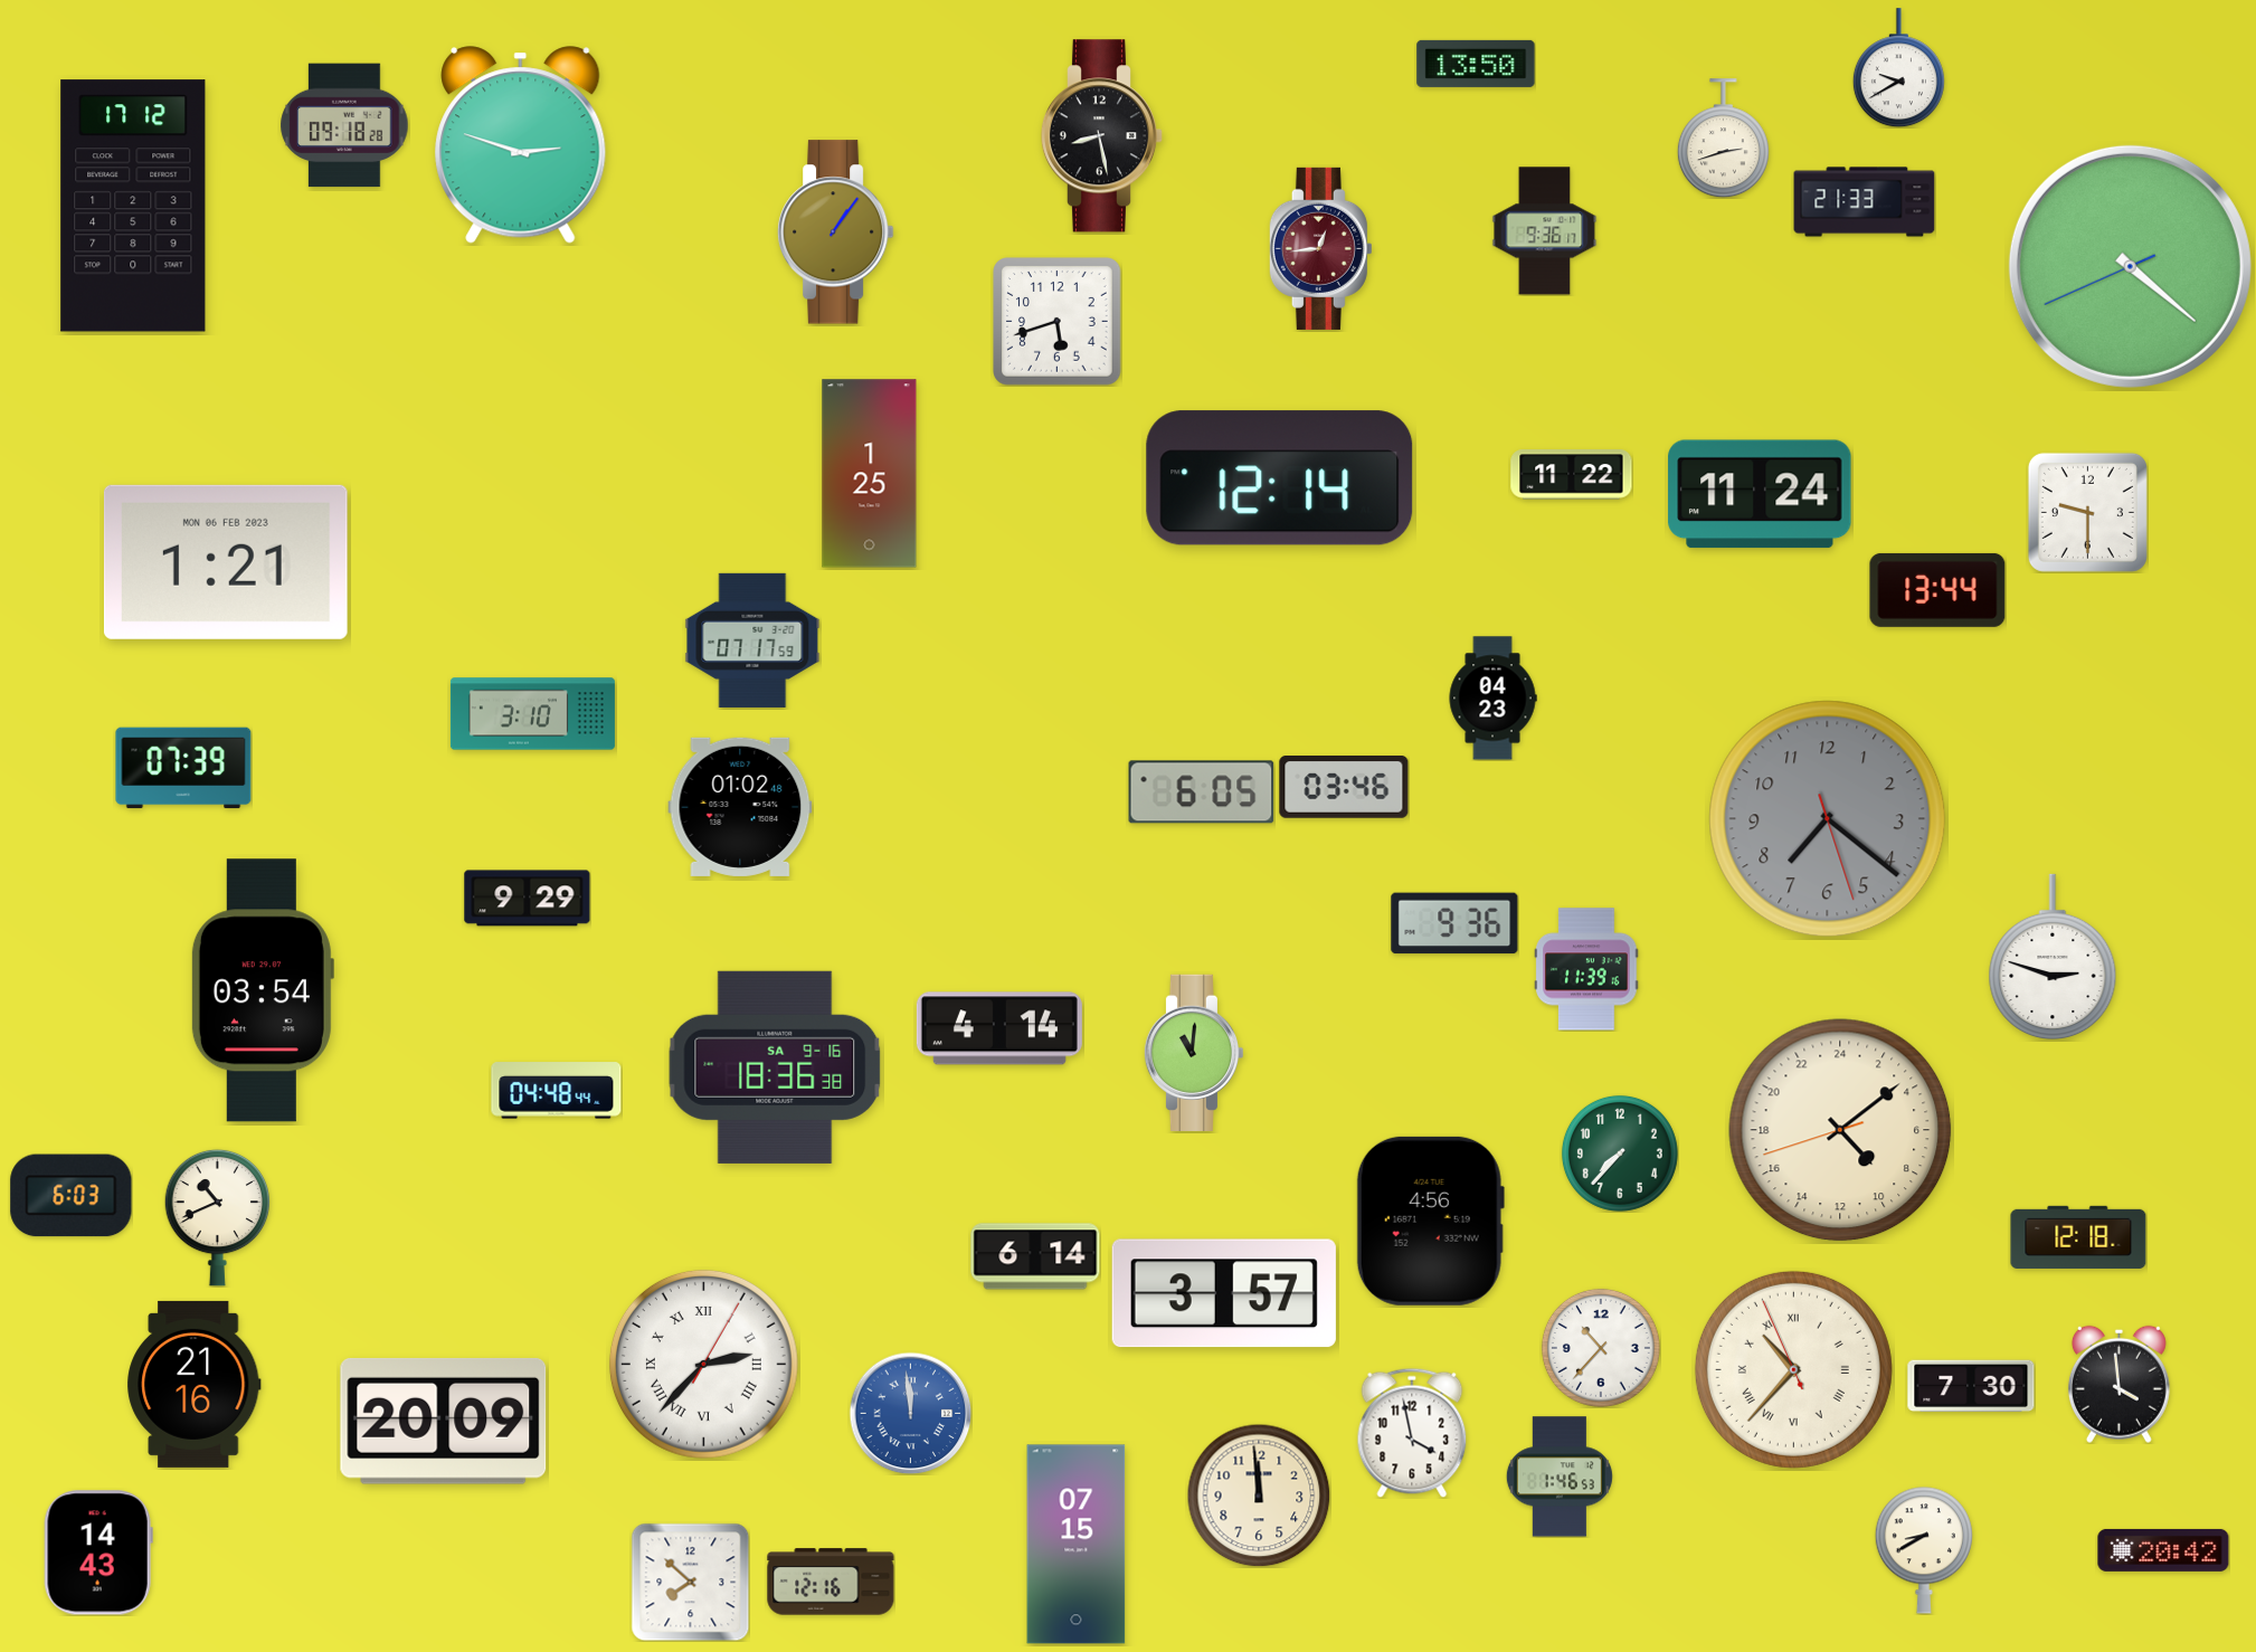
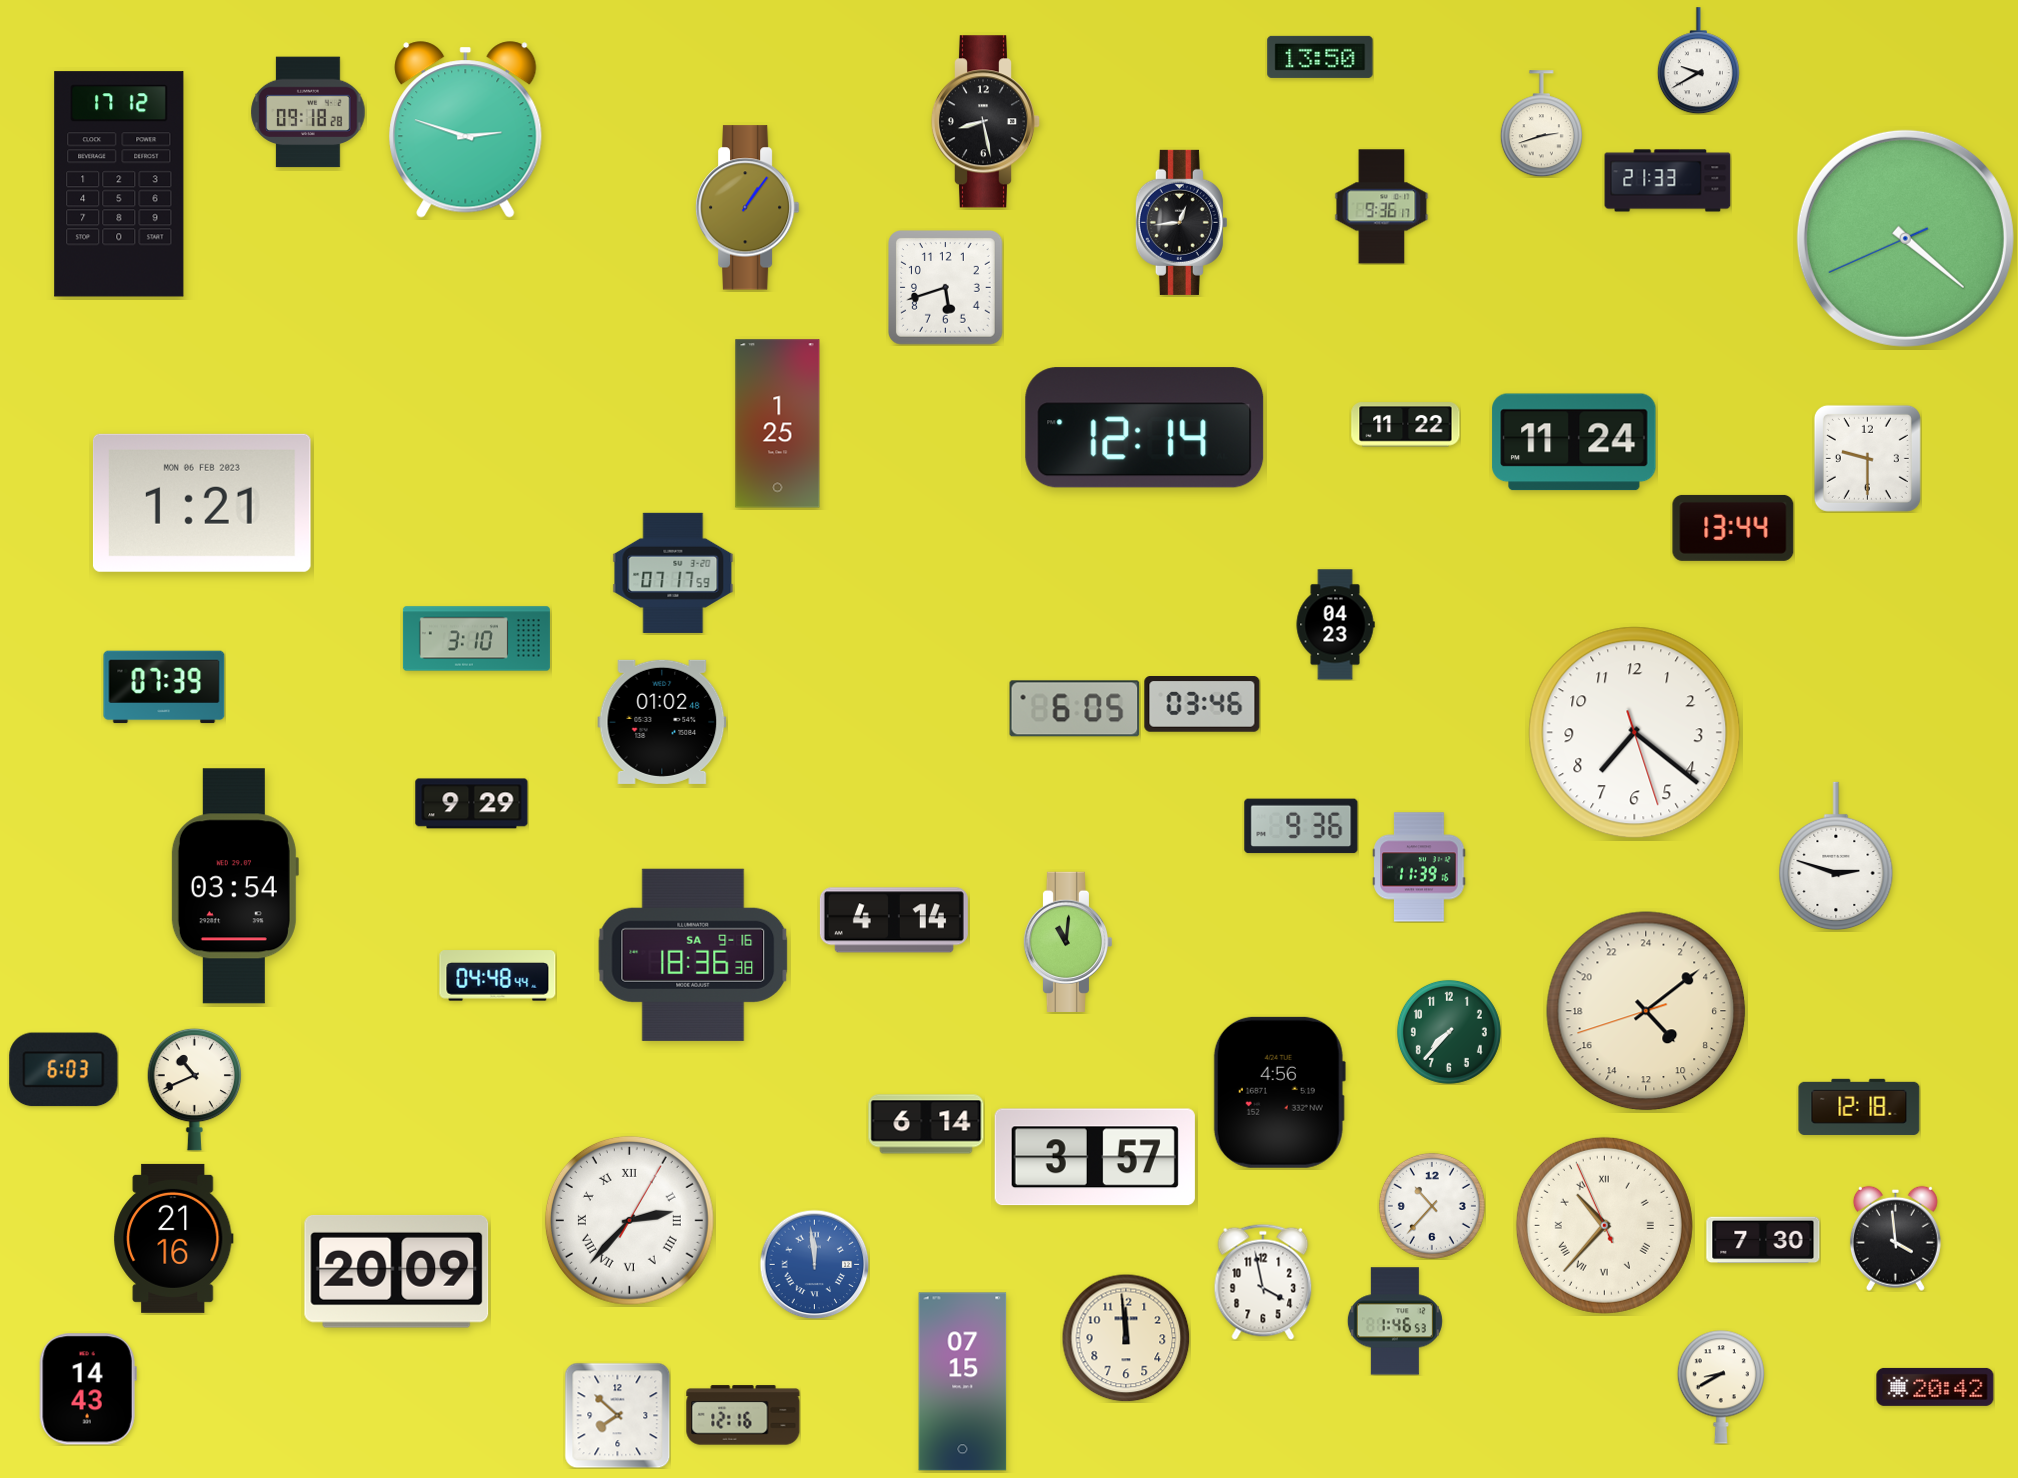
clock at (1320, 248) dial: burgundy -> black
clock at (1828, 819) dial: grey -> white
